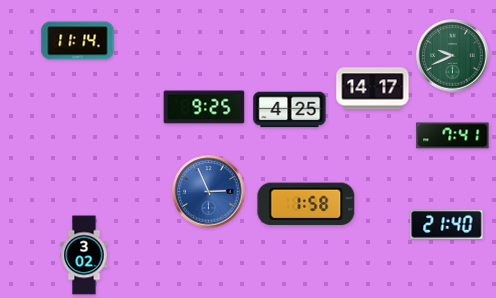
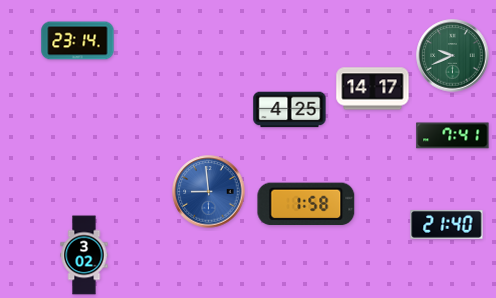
clock at (78, 41): 11:14 -> 23:14
clock at (204, 107): 9:25 -> none
clock at (209, 192): 2:56 -> 8:59
